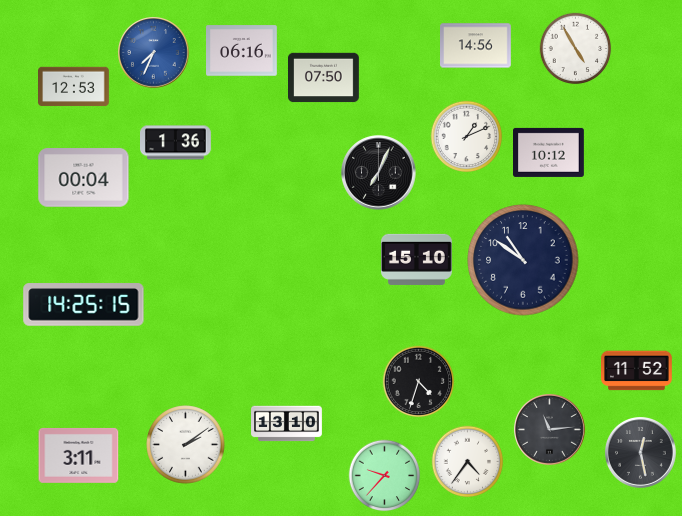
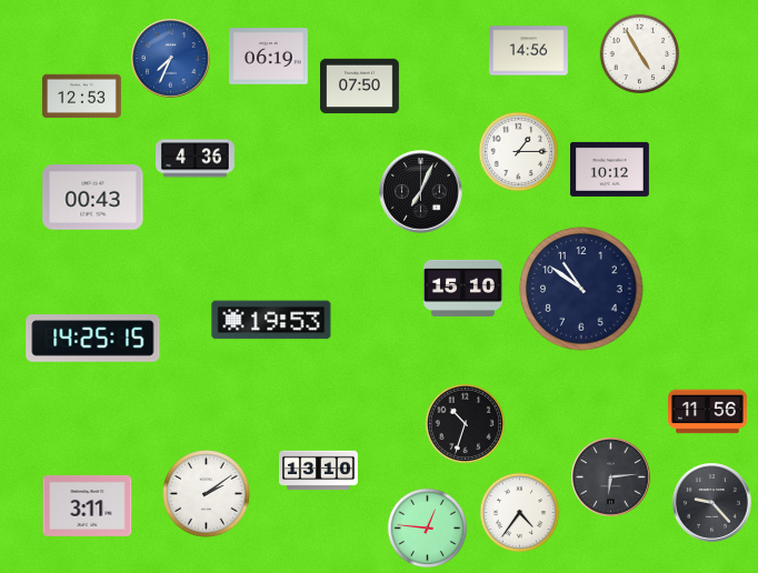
clock at (242, 51): 06:16 -> 06:19
clock at (467, 137): 1:11 -> 1:15
clock at (176, 143): 1:36 -> 4:36
clock at (84, 178): 00:04 -> 00:43
clock at (271, 320): none -> 19:53
clock at (637, 371): 11:52 -> 11:56
clock at (419, 382): 4:33 -> 10:33
clock at (550, 430): 11:14 -> 6:14
clock at (641, 453): 12:28 -> 9:23
clock at (385, 476): 9:37 -> 12:46
